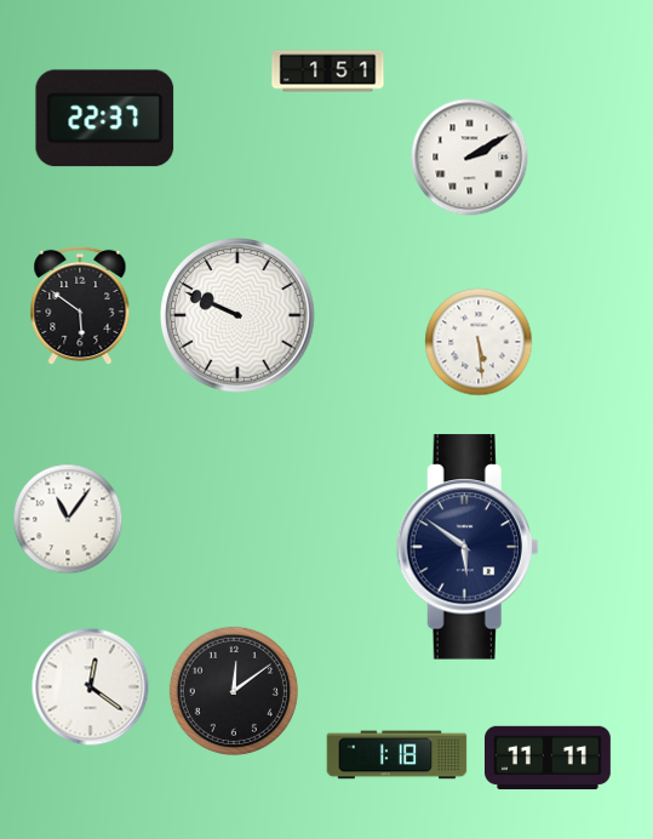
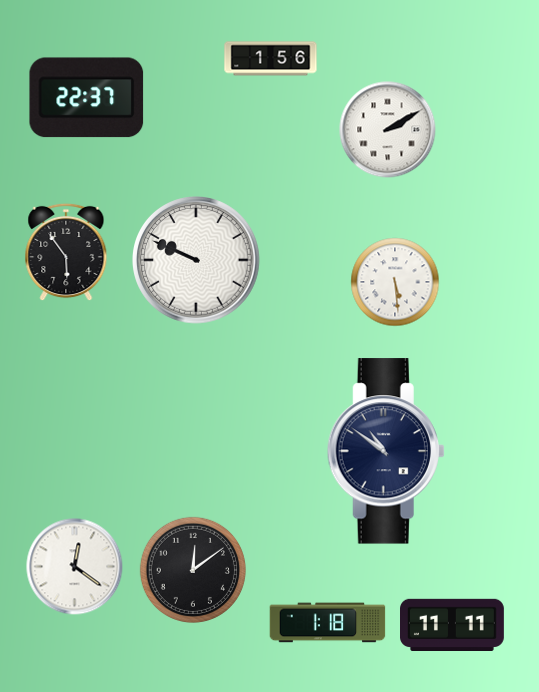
clock at (328, 72): 1:51 -> 1:56
clock at (80, 306): 5:51 -> 5:54
clock at (68, 519): 11:06 -> none
clock at (468, 547): 5:51 -> 10:51
